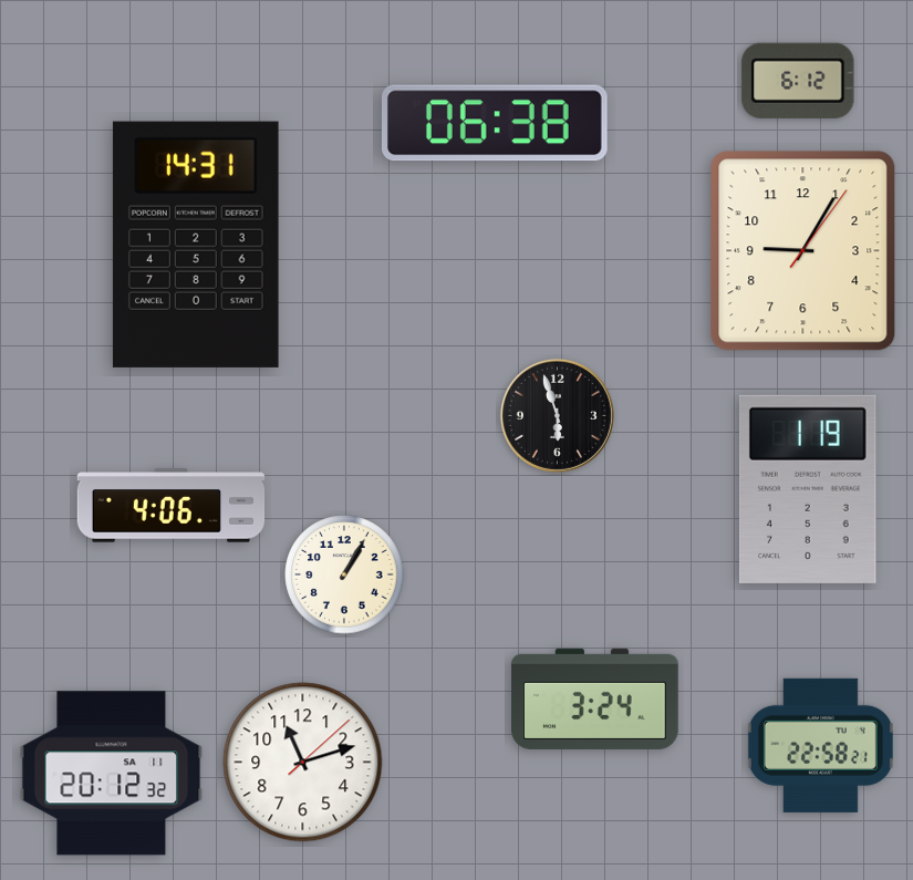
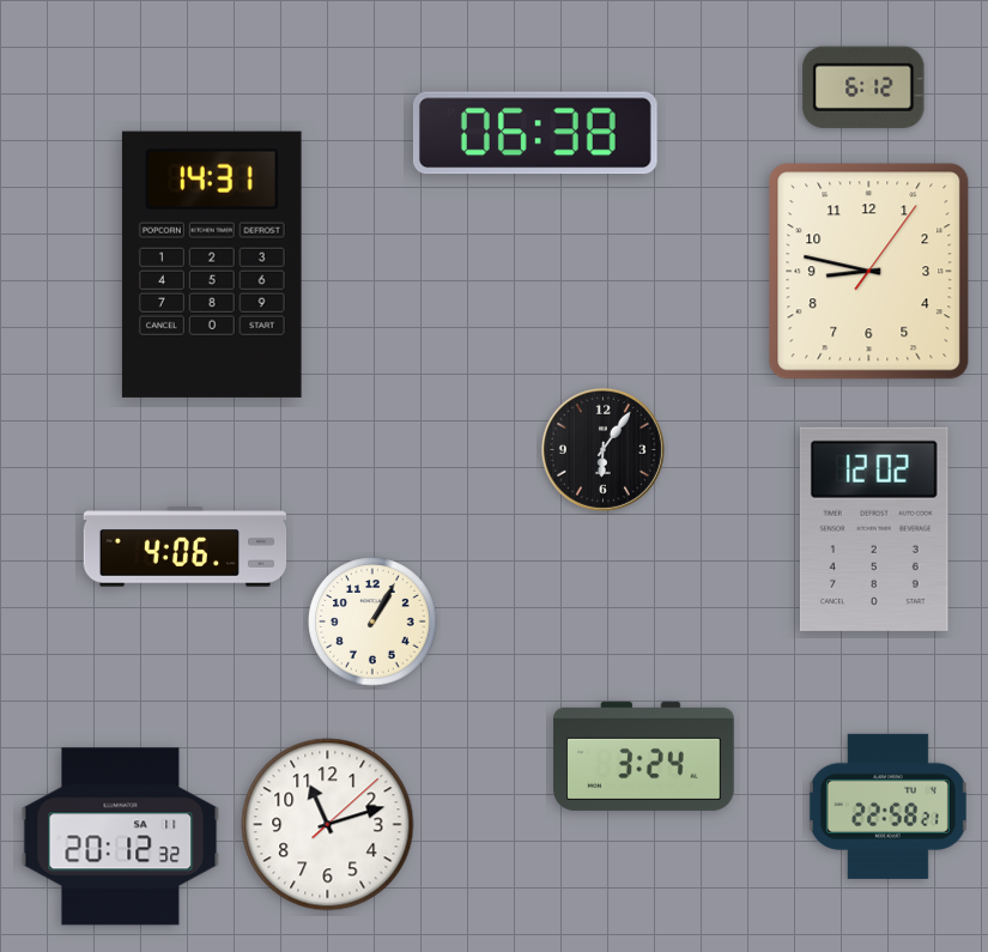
clock at (803, 251): 9:05 -> 8:47
clock at (557, 415): 5:57 -> 6:06
clock at (808, 489): 1:19 -> 12:02
